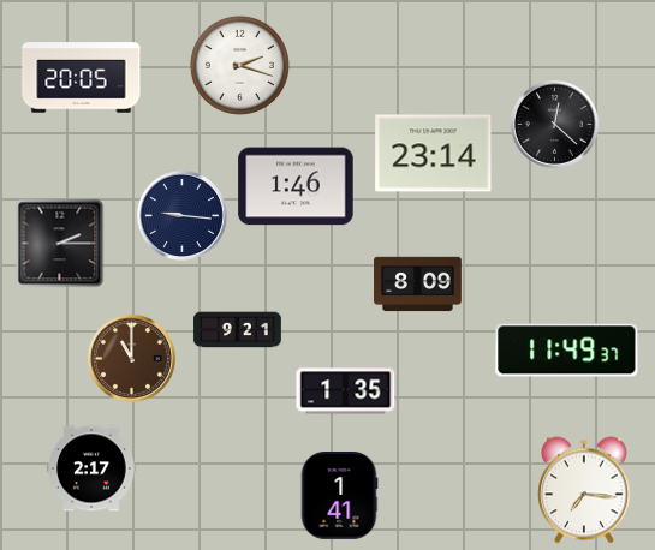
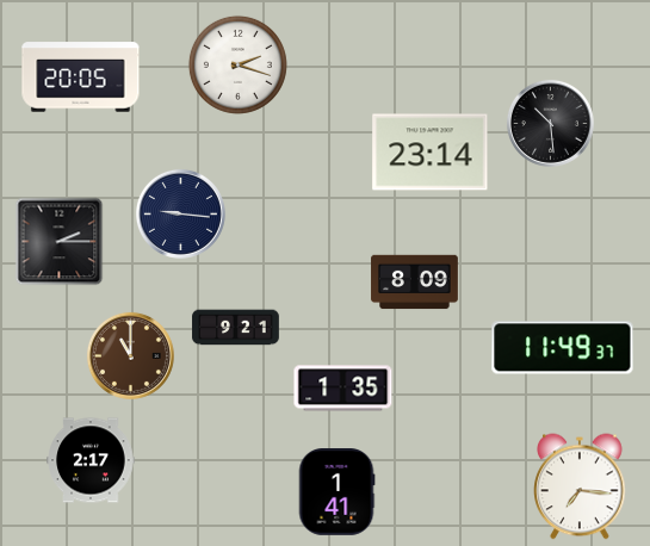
clock at (554, 124): 12:22 -> 10:29
clock at (296, 186): 1:46 -> none
clock at (91, 468) position: (91, 468) -> (91, 460)
